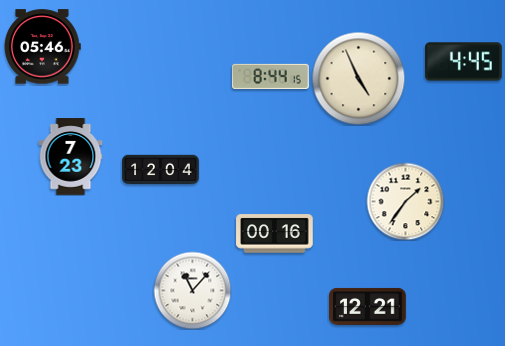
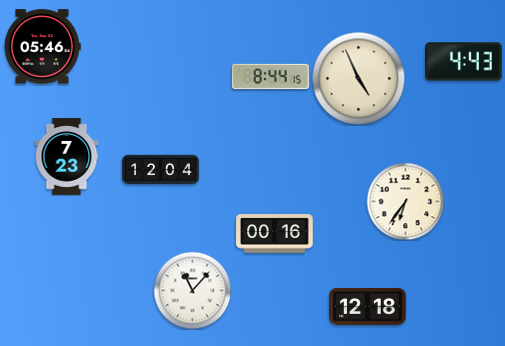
clock at (464, 62): 4:45 -> 4:43
clock at (71, 157) position: (71, 157) -> (67, 157)
clock at (405, 201): 1:36 -> 6:36
clock at (368, 306): 12:21 -> 12:18
